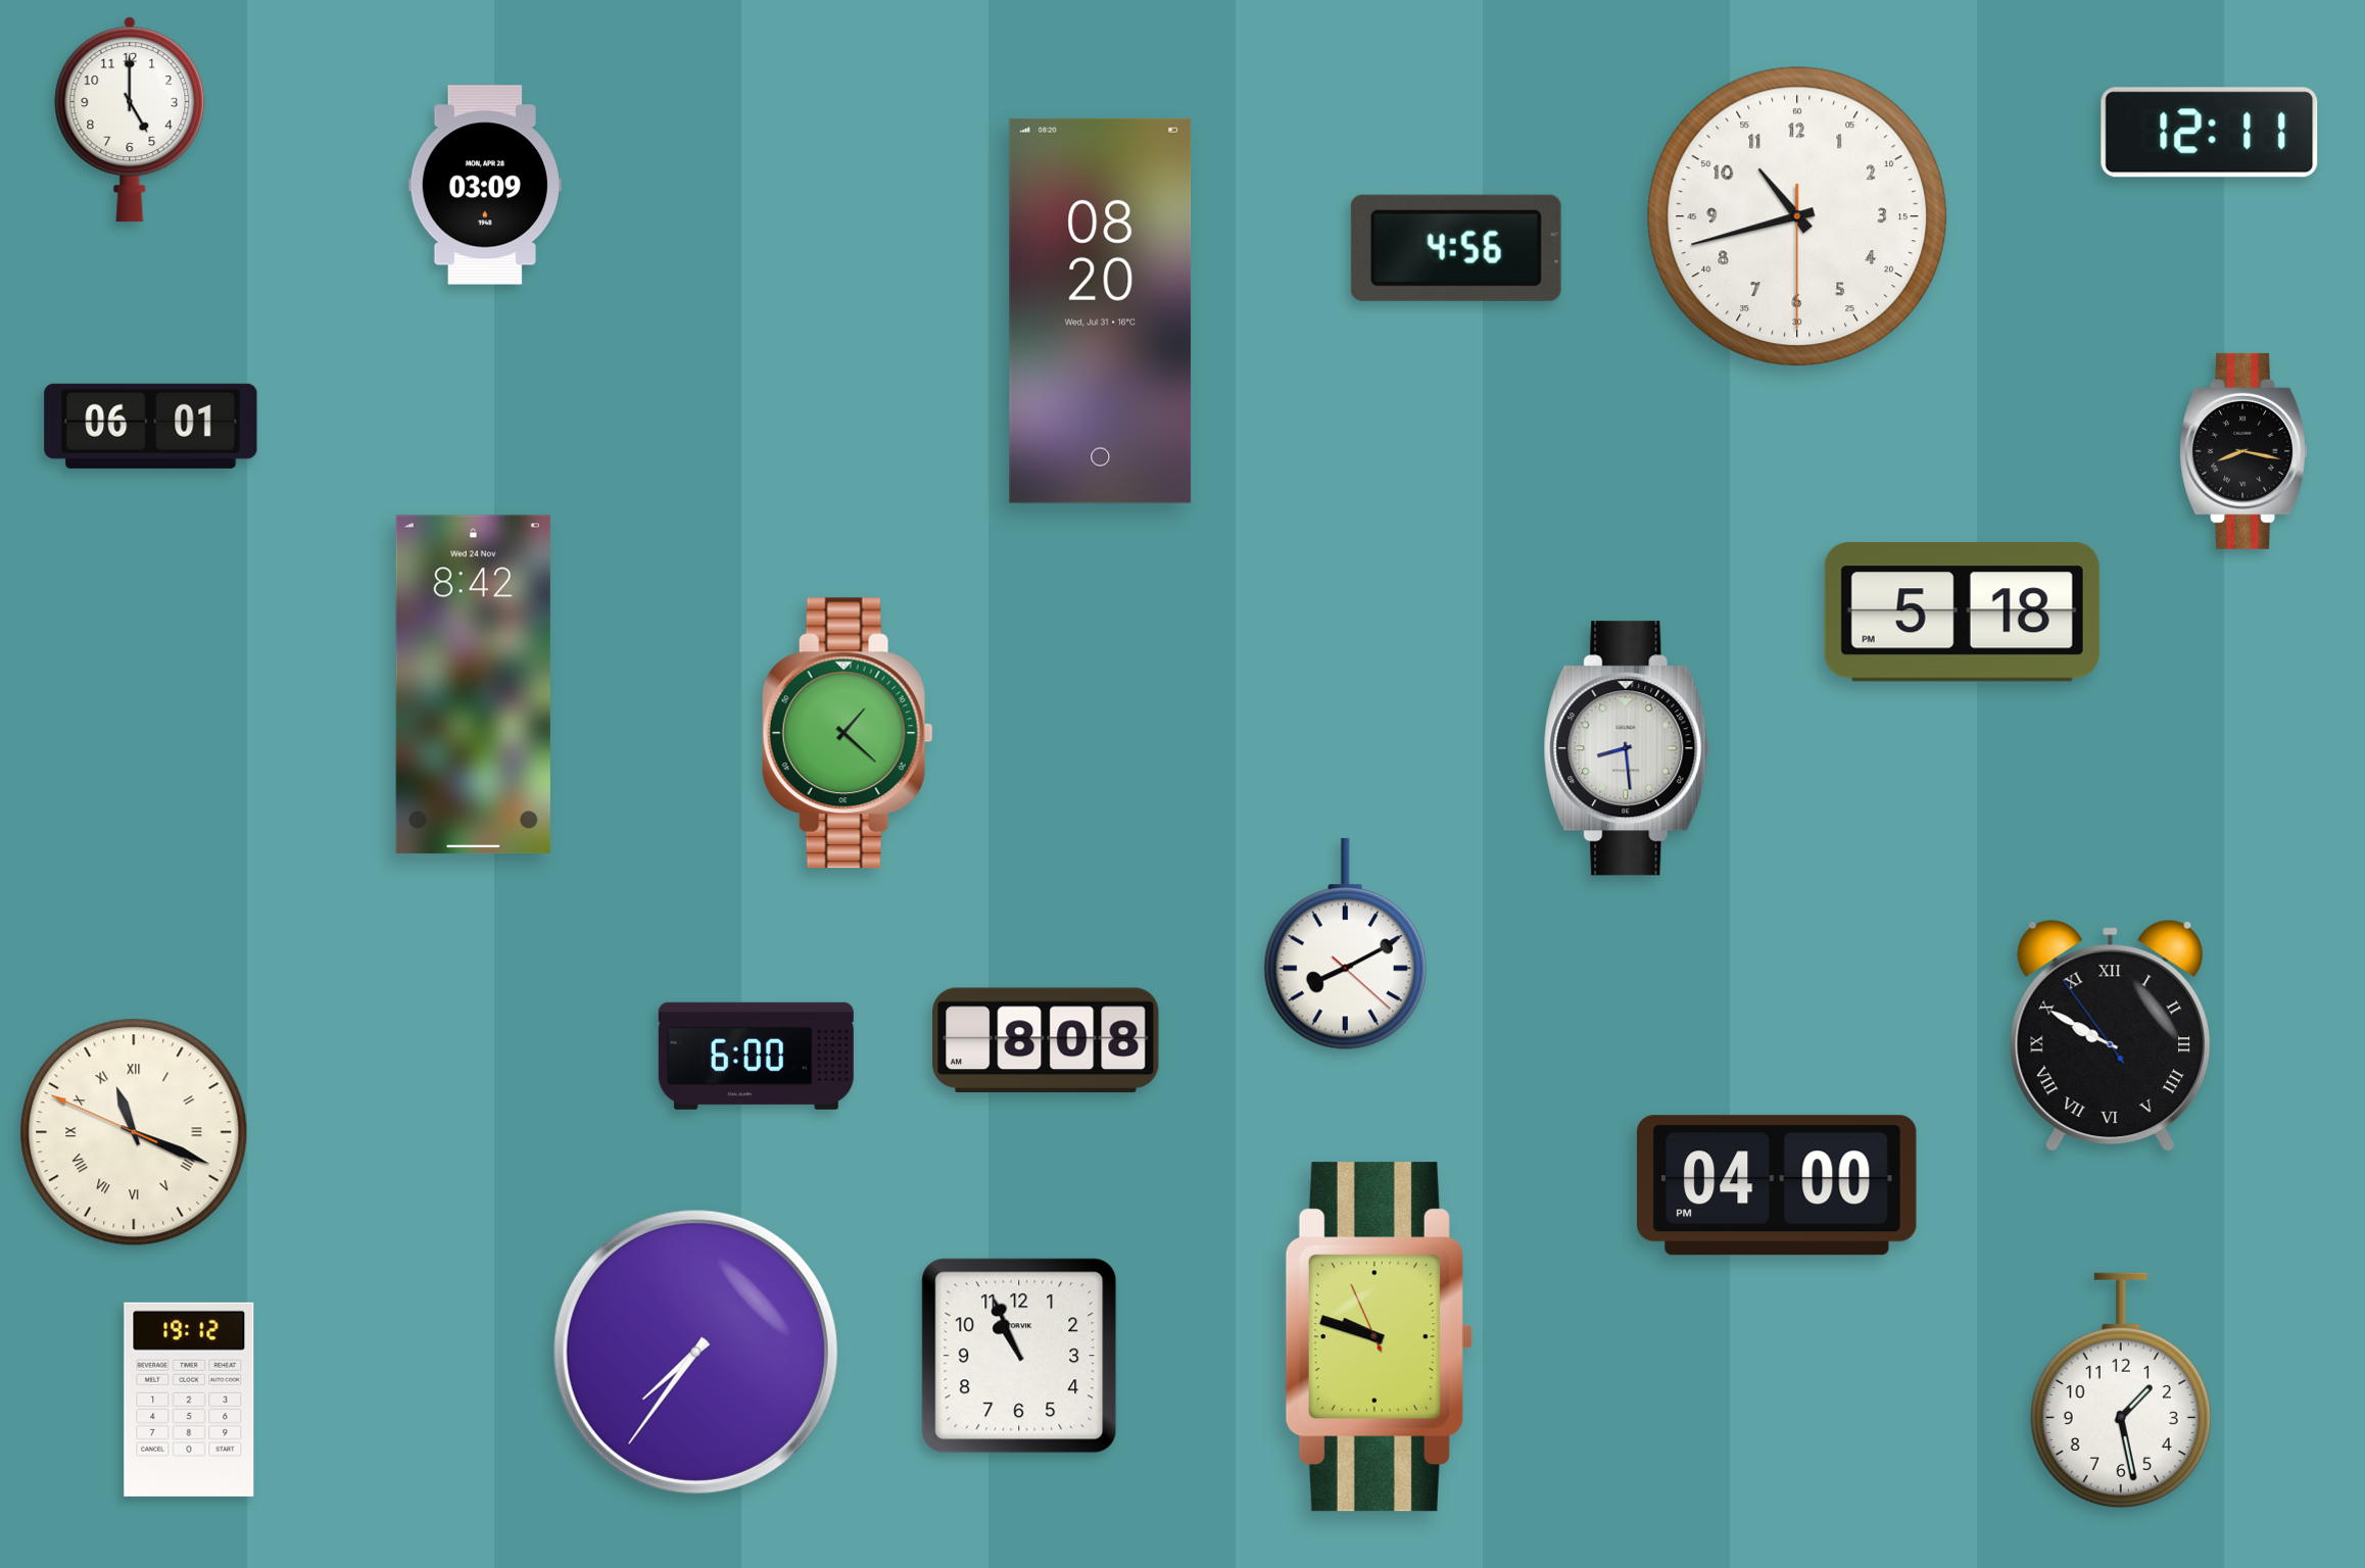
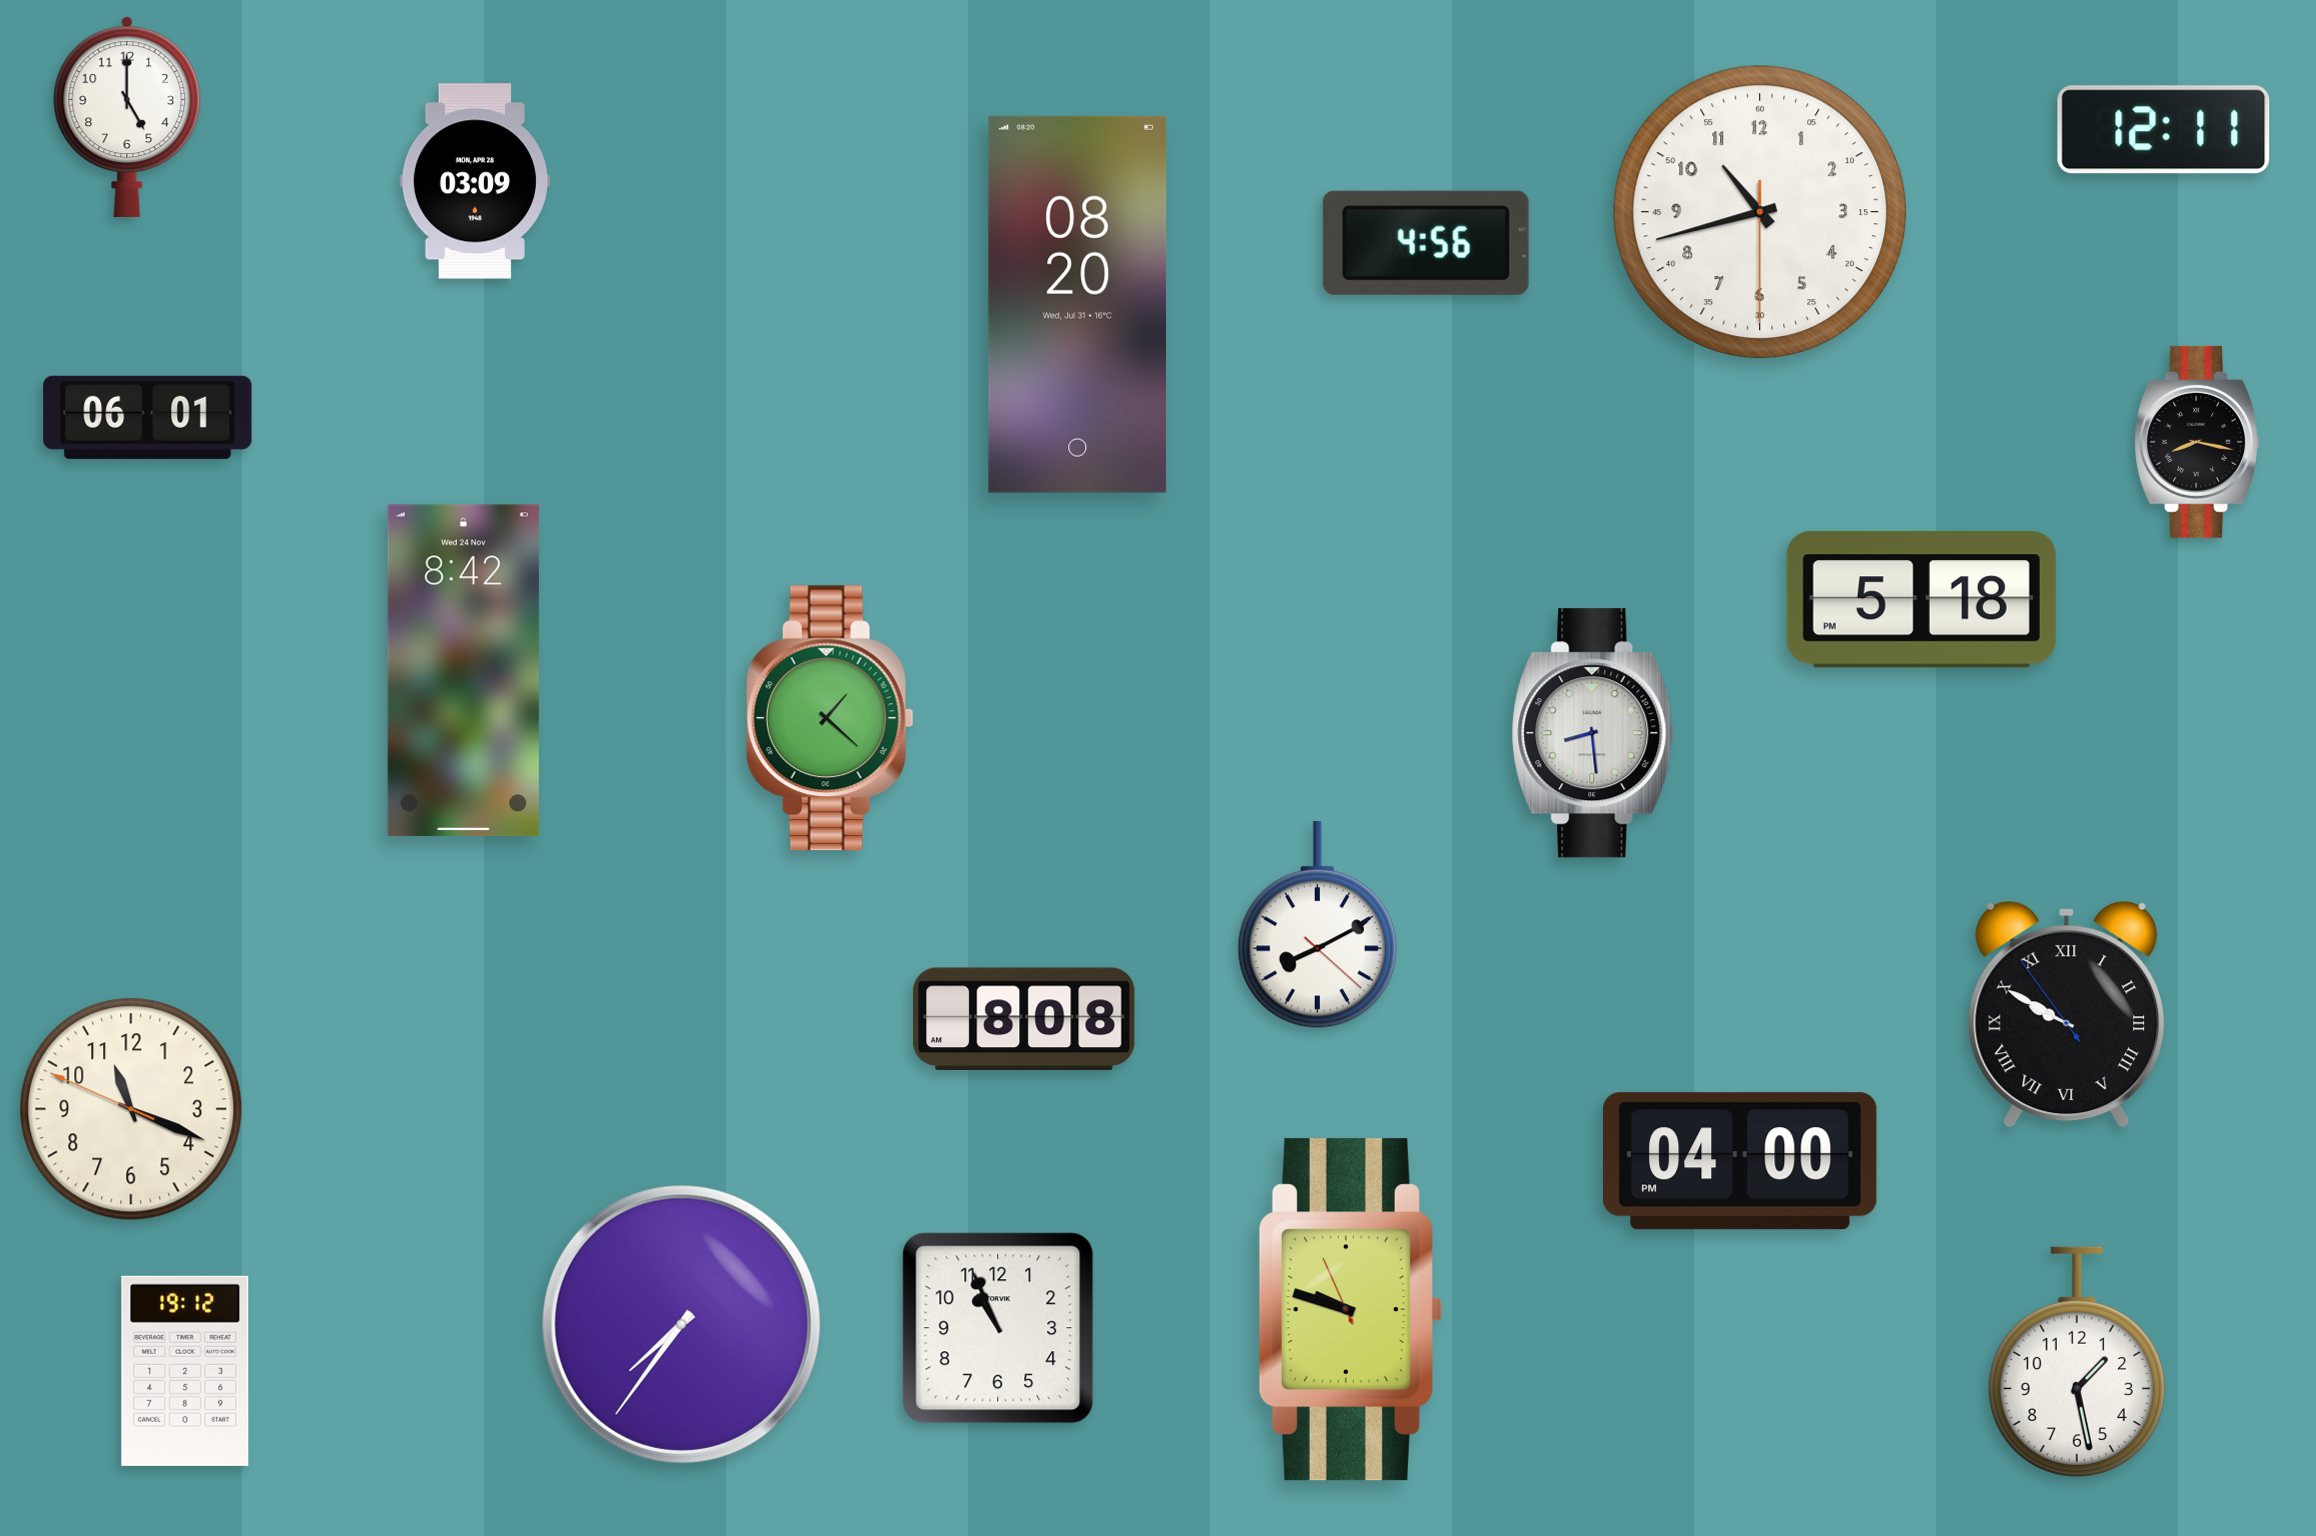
clock at (756, 1056): 6:00 -> none
clock at (134, 1132) numerals: Roman -> Arabic
